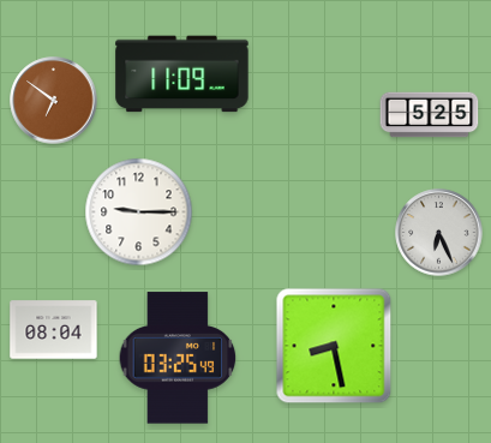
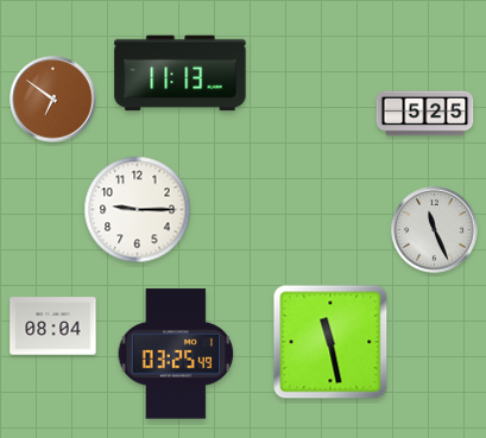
clock at (182, 74): 11:09 -> 11:13
clock at (439, 233): 6:26 -> 11:26
clock at (334, 346): 8:28 -> 11:28
